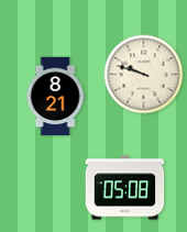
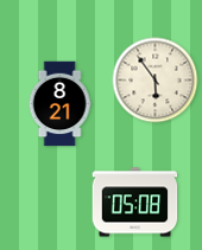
clock at (144, 75): 9:48 -> 5:54
